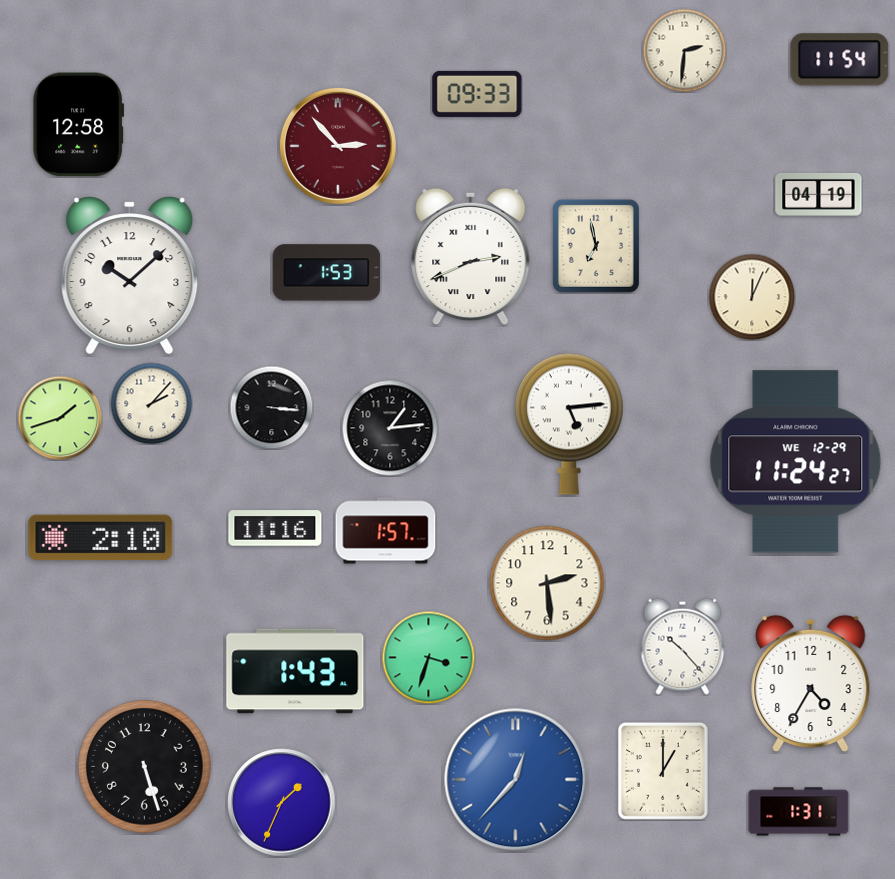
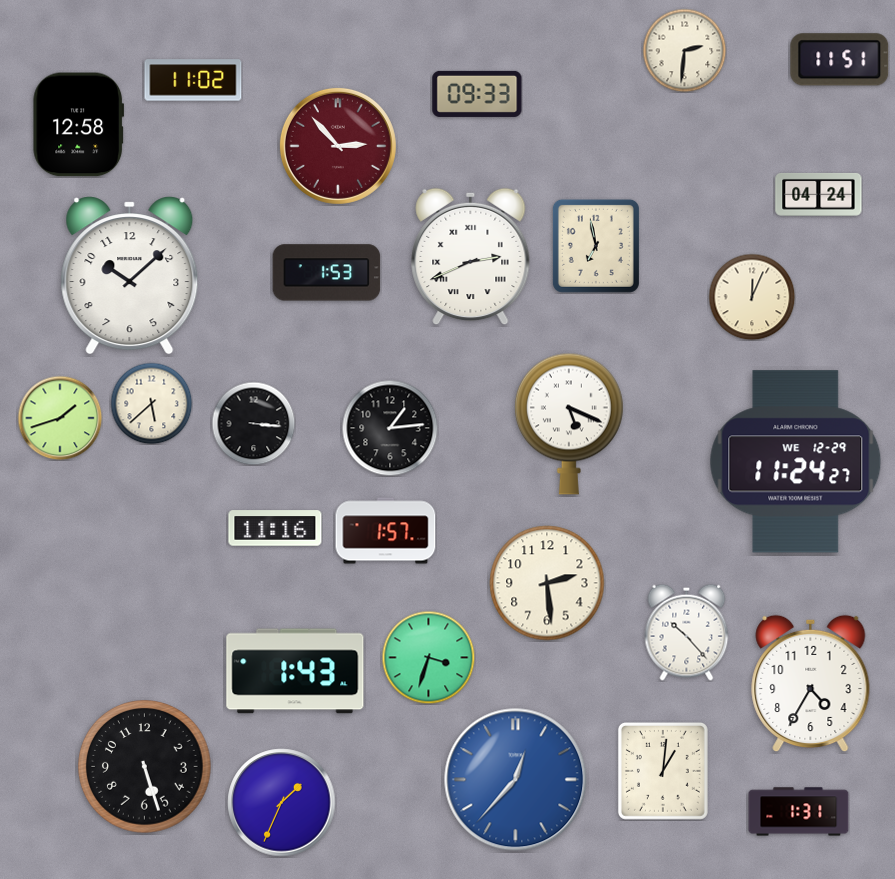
clock at (840, 60): 11:54 -> 11:51
clock at (193, 80): none -> 11:02
clock at (819, 194): 04:19 -> 04:24
clock at (151, 403): 2:07 -> 5:38
clock at (271, 407) position: (271, 407) -> (253, 423)
clock at (569, 424): 5:14 -> 5:19
clock at (101, 538): 2:10 -> none
clock at (683, 646) position: (683, 646) -> (687, 632)
clock at (663, 771): 1:00 -> 1:01
